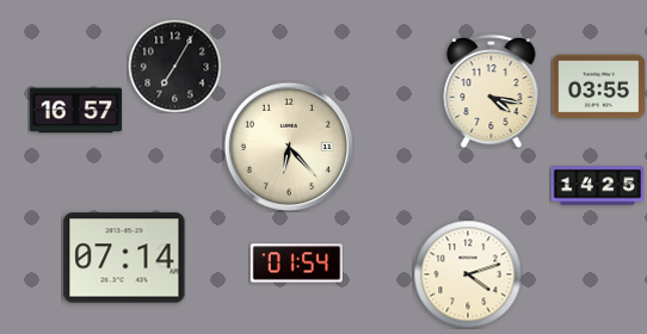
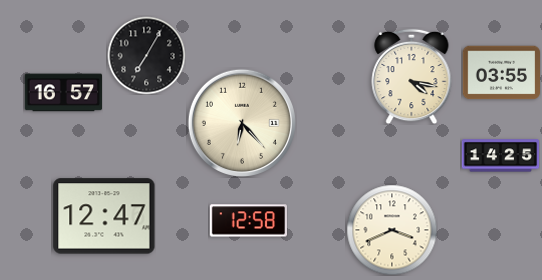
clock at (124, 258): 07:14 -> 12:47
clock at (296, 264): 01:54 -> 12:58
clock at (468, 274): 4:12 -> 3:41
